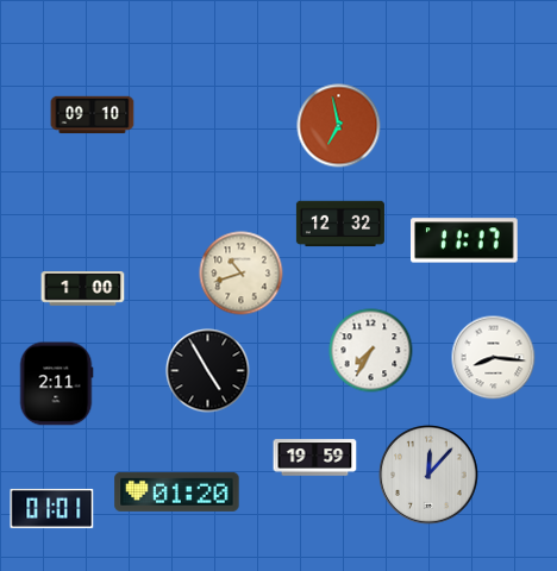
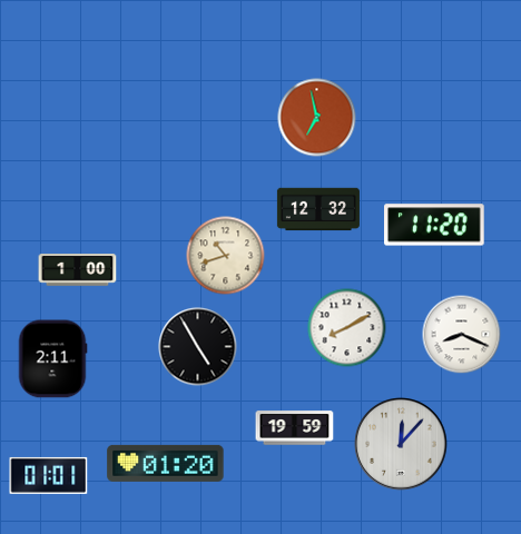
clock at (93, 115): 09:10 -> none
clock at (465, 240): 11:17 -> 11:20
clock at (371, 351): 7:35 -> 8:10
clock at (494, 358): 8:16 -> 8:19
clock at (208, 371) position: (208, 371) -> (198, 347)
clock at (177, 491) position: (177, 491) -> (166, 463)
